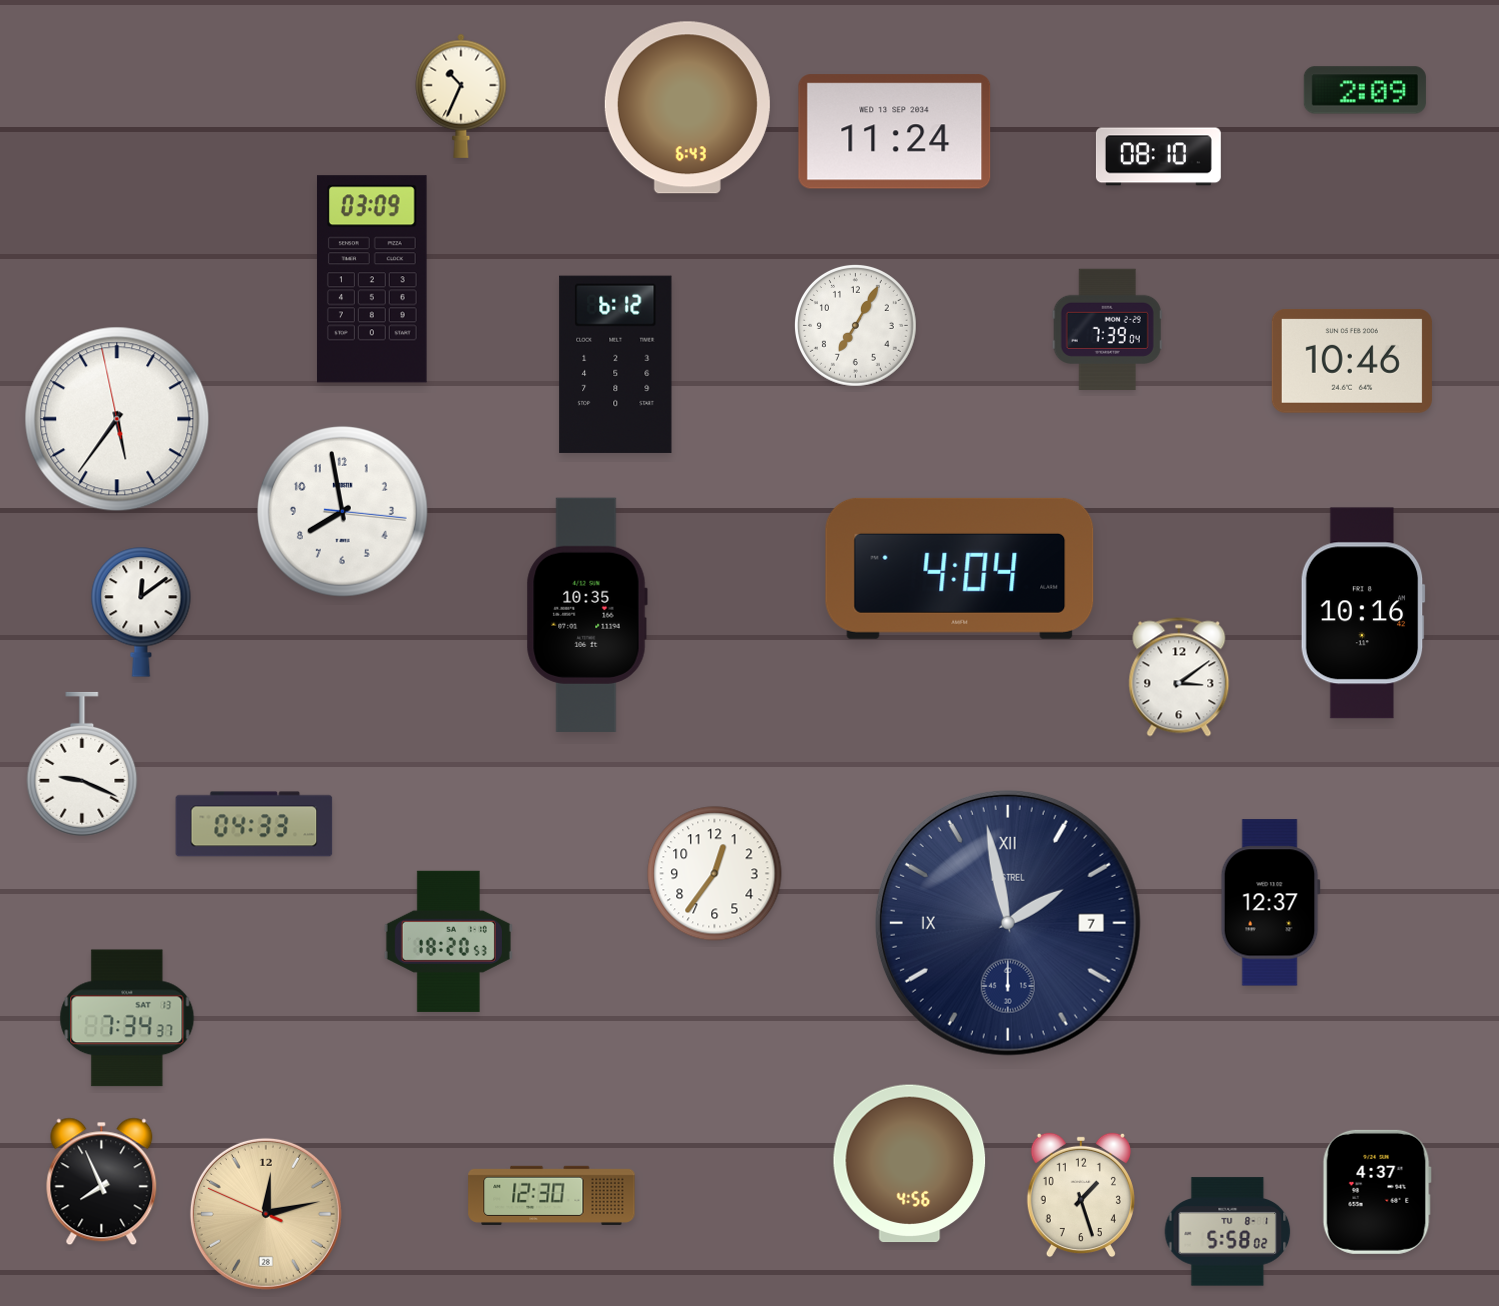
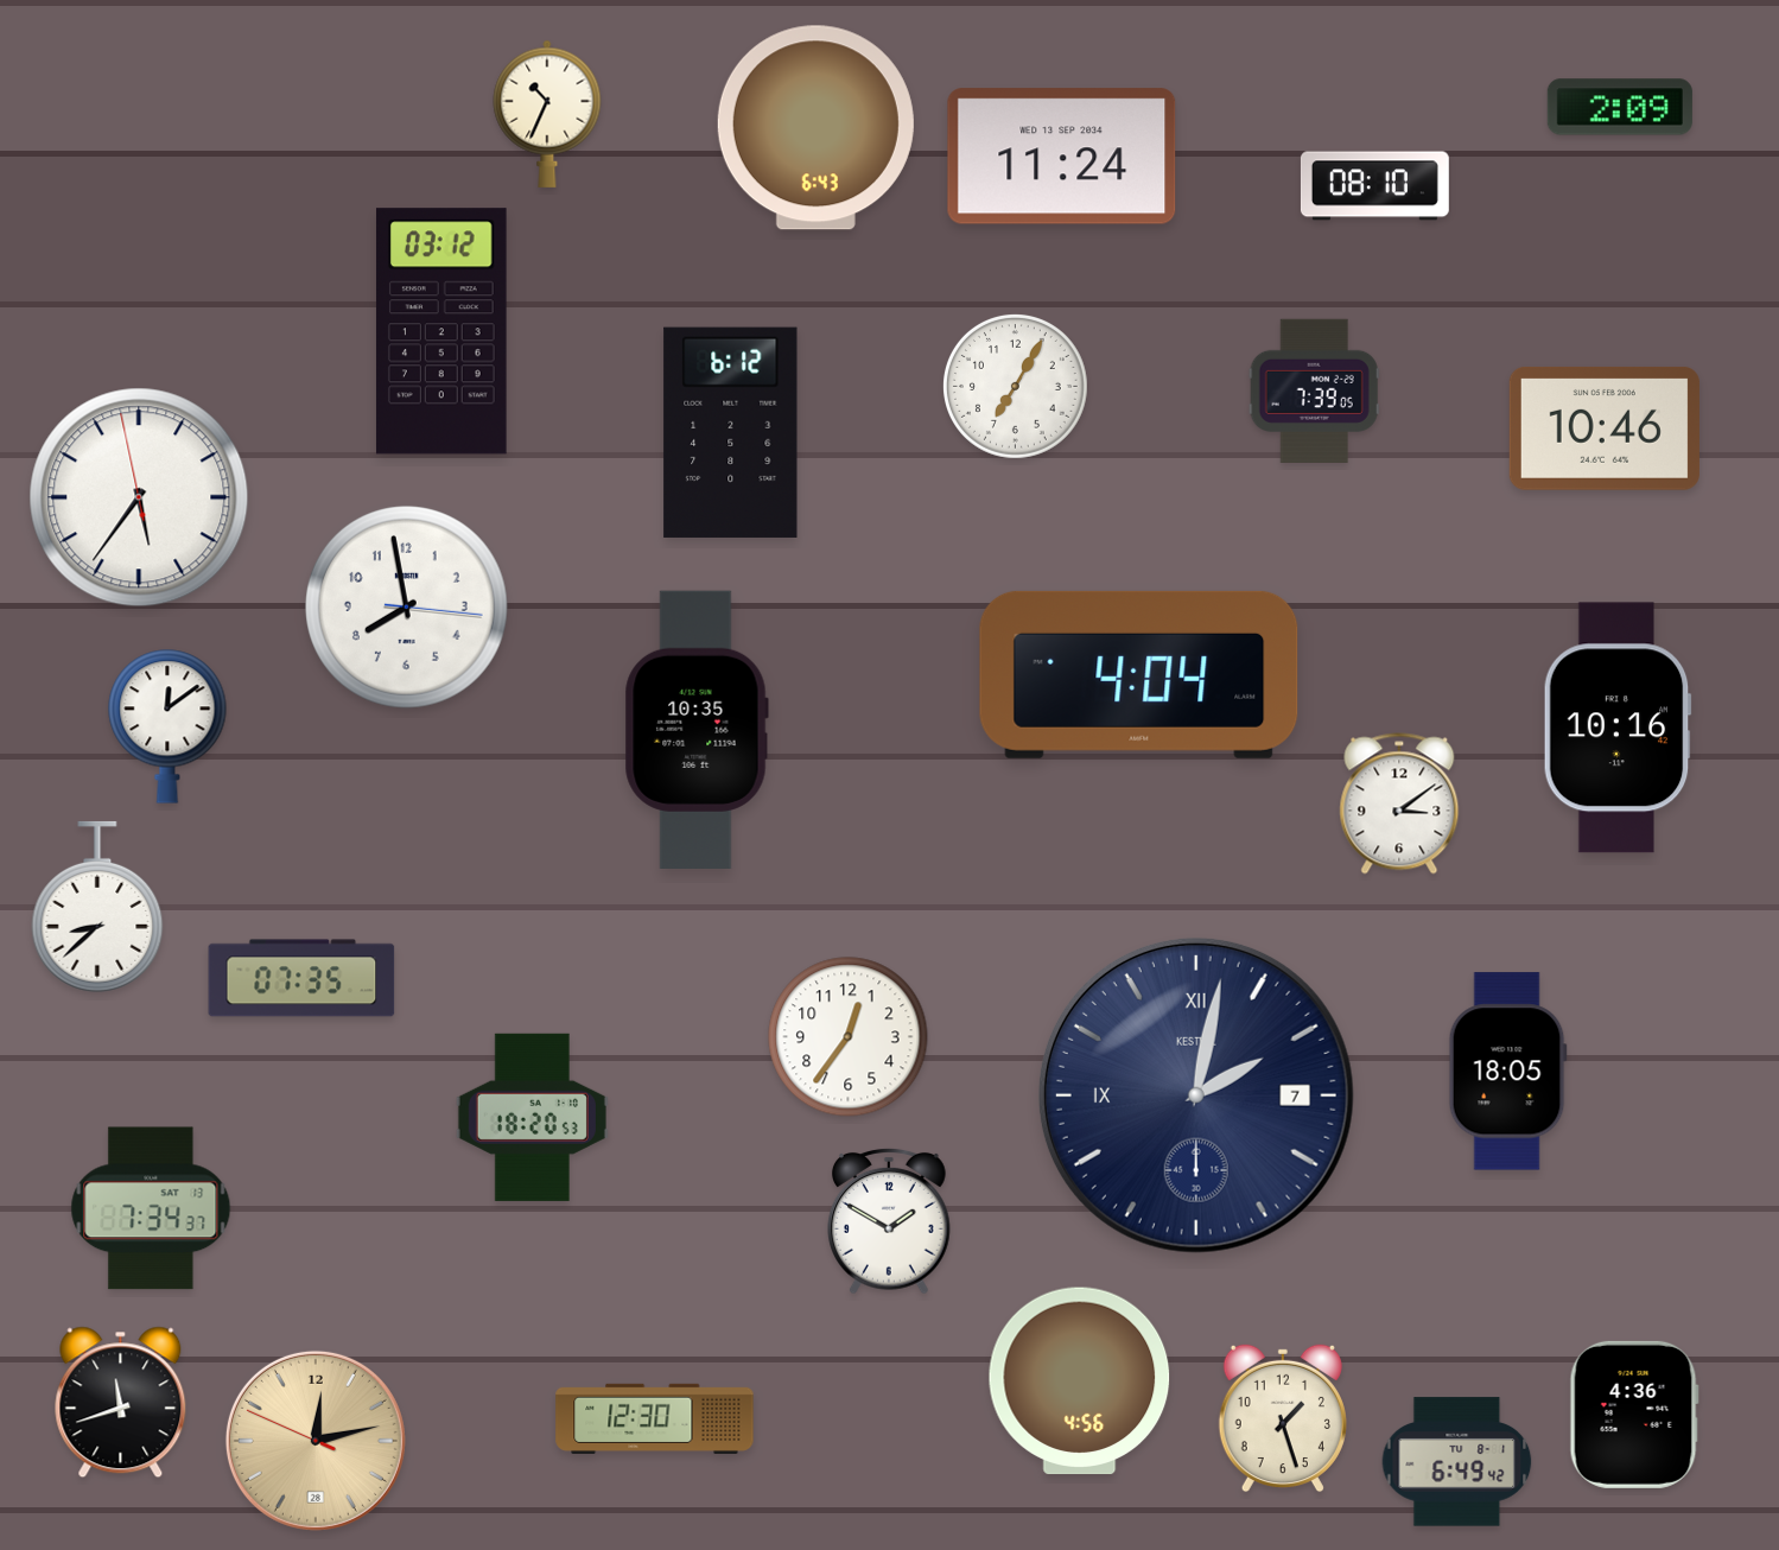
clock at (372, 279): 03:09 -> 03:12
clock at (1107, 329): 7:39:04 -> 7:39:05
clock at (82, 764): 9:19 -> 8:38
clock at (254, 824): 04:33 -> 07:35
clock at (1270, 903): 12:37 -> 18:05
clock at (1008, 923): 1:58 -> 2:02
clock at (890, 1221): none -> 1:50
clock at (102, 1182): 7:56 -> 11:42
clock at (1377, 1192): 4:37 -> 4:36
clock at (1228, 1232): 5:58 -> 6:49
